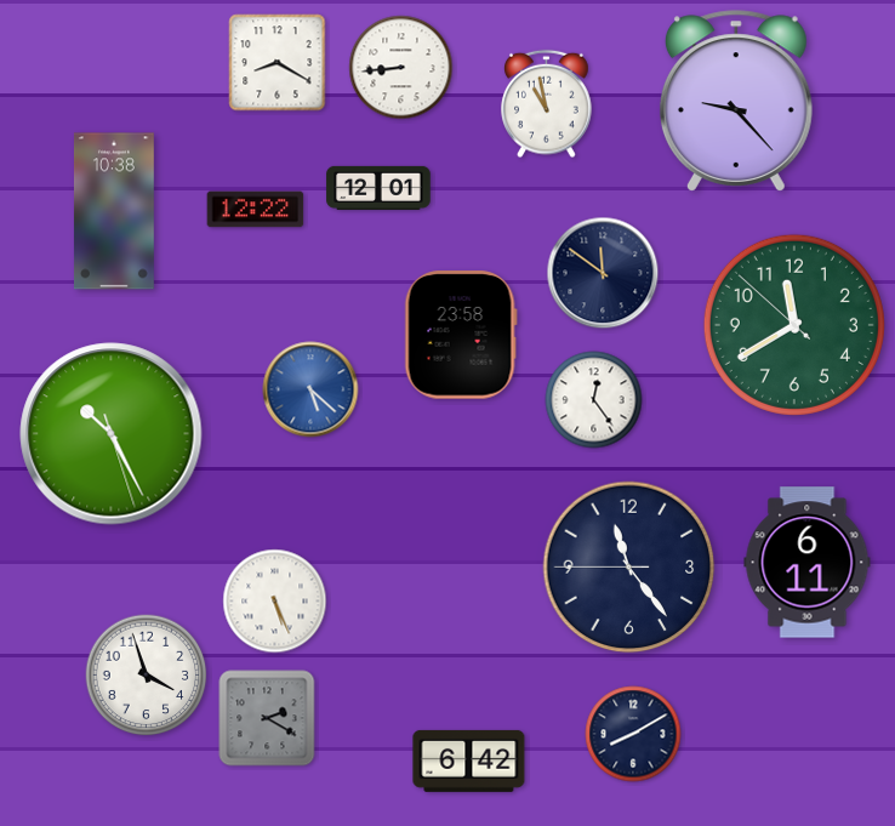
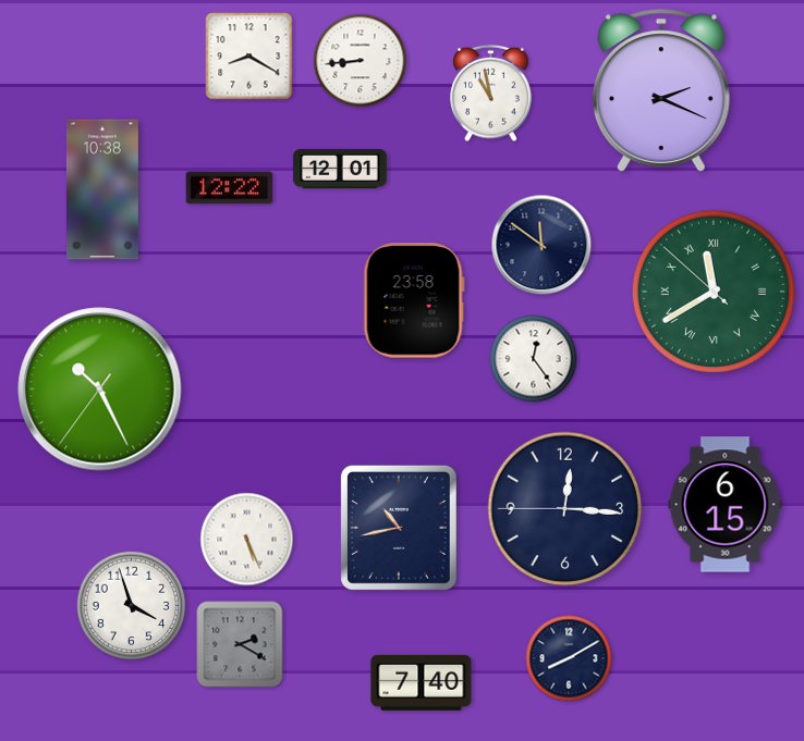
clock at (736, 101): 9:23 -> 2:19
clock at (794, 325) numerals: Arabic -> Roman
clock at (310, 389): 5:22 -> none
clock at (112, 434): 10:25:27 -> 10:25:36
clock at (808, 563): 6:11 -> 6:15
clock at (629, 568): 11:23 -> 12:15
clock at (399, 528): none -> 10:43
clock at (469, 761): 6:42 -> 7:40
